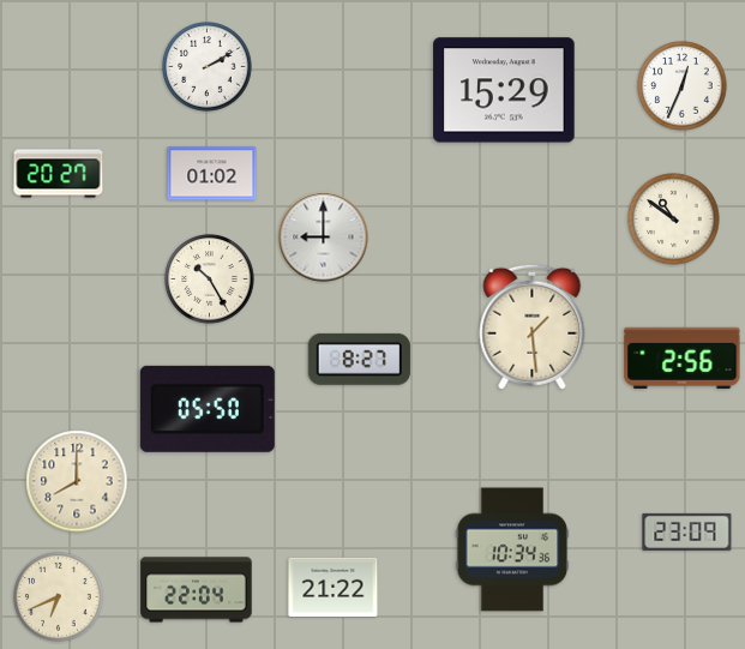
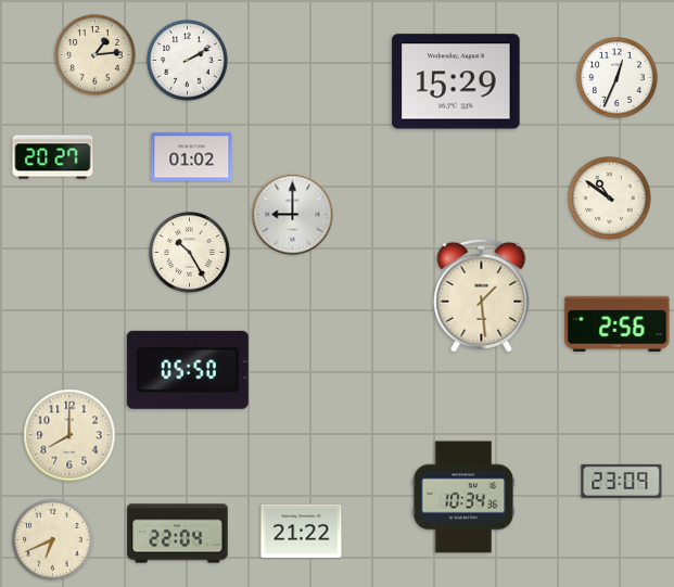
clock at (96, 55): none -> 1:14
clock at (359, 359): 8:27 -> none
